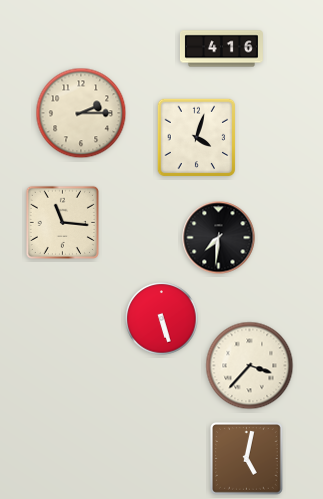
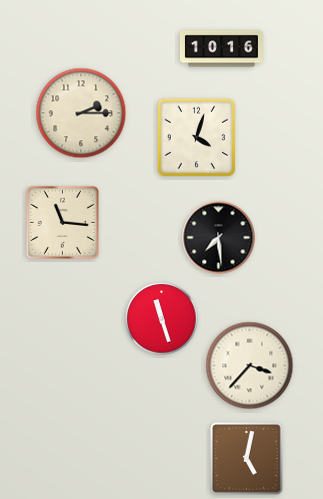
clock at (221, 49): 4:16 -> 10:16
clock at (219, 238): 7:31 -> 7:29
clock at (162, 319): 5:27 -> 11:27
